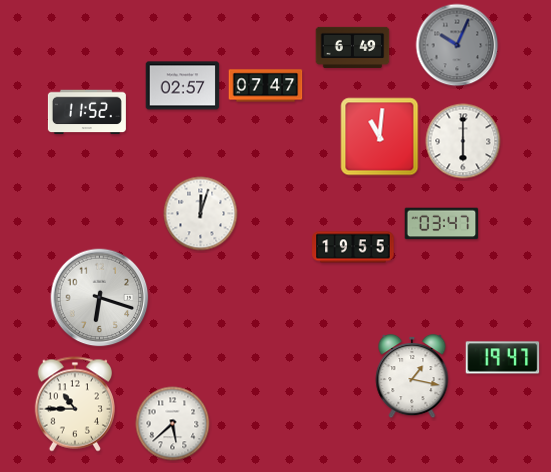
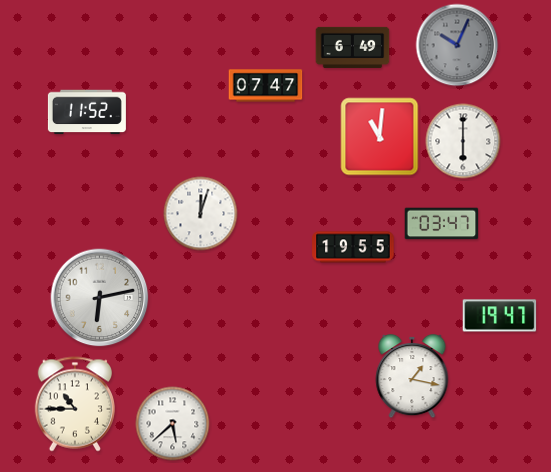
clock at (183, 86): 02:57 -> none
clock at (100, 298): 6:18 -> 6:13
clock at (503, 358) position: (503, 358) -> (500, 316)
